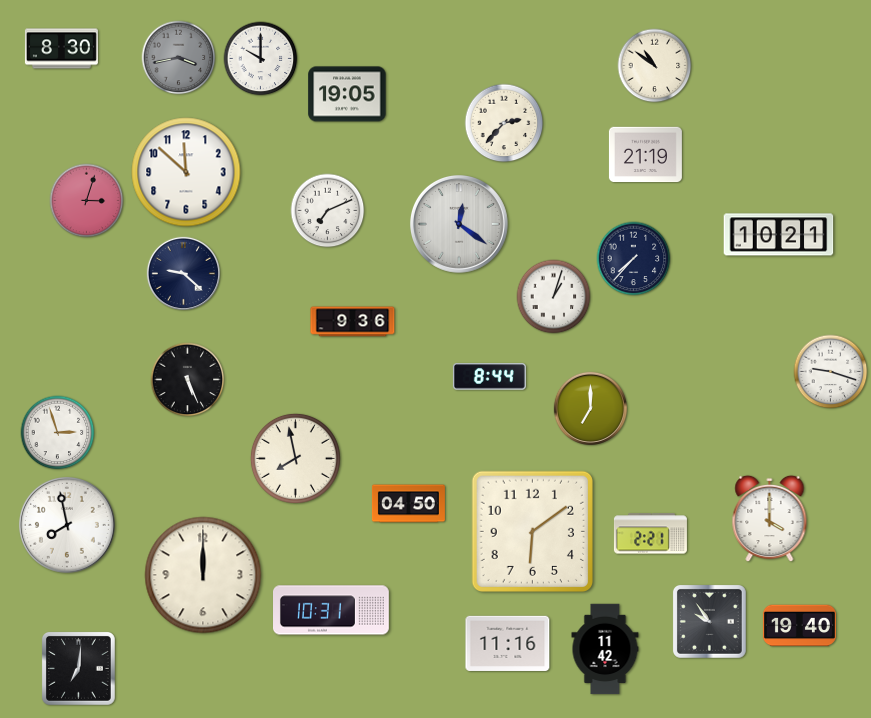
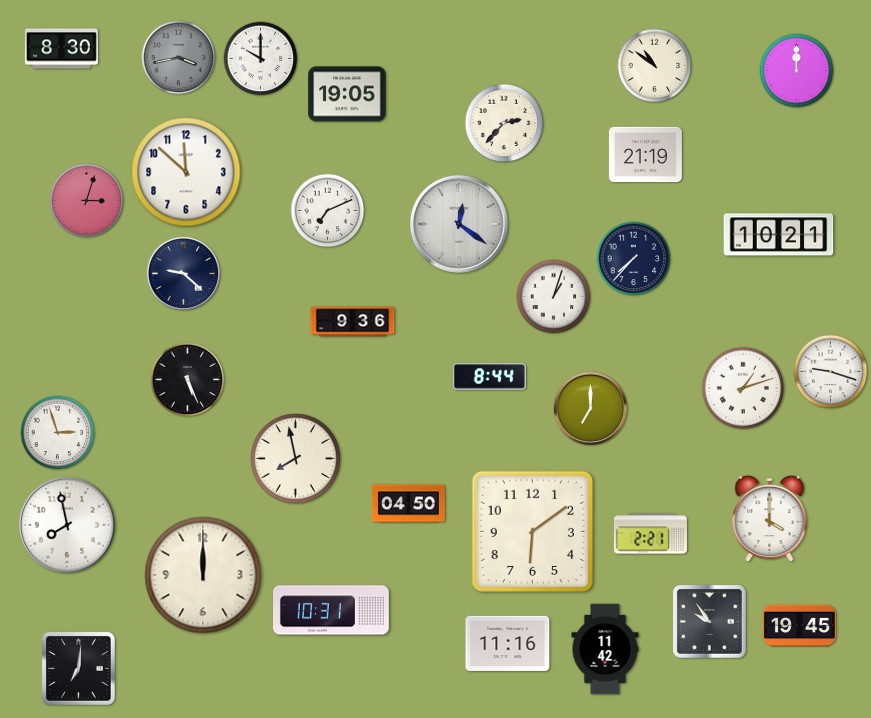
clock at (797, 71): none -> 12:00
clock at (743, 388): none -> 1:12
clock at (799, 626): 19:40 -> 19:45
